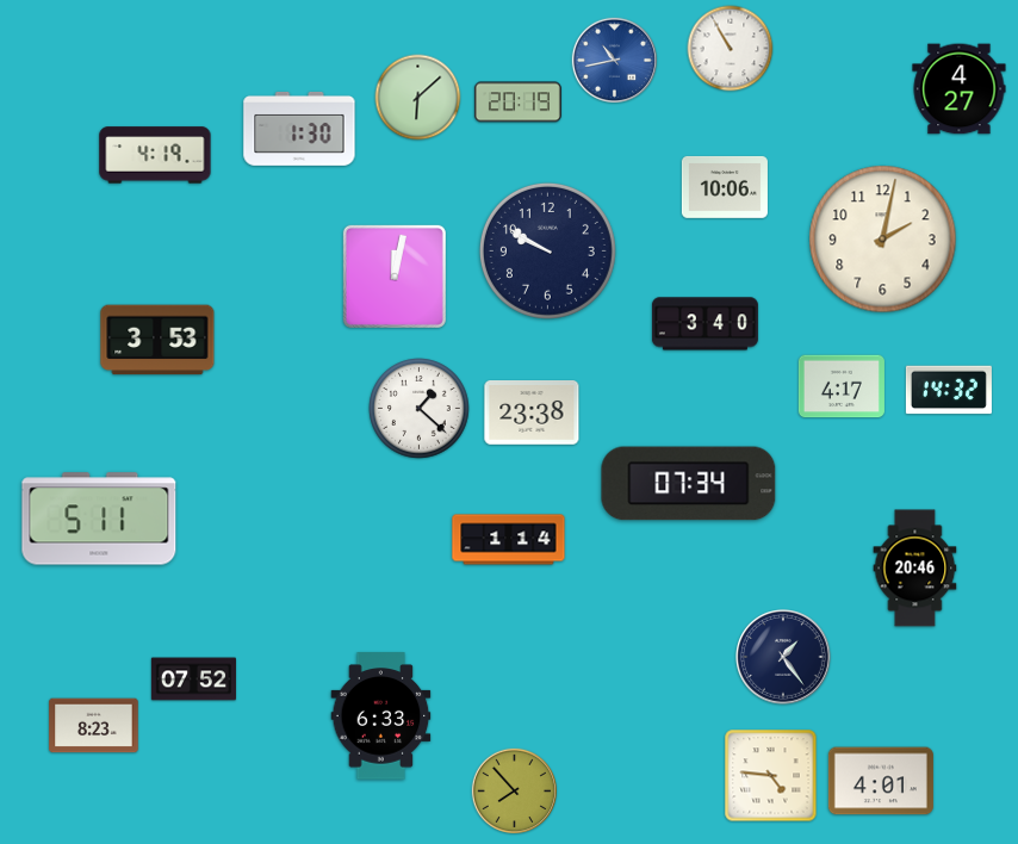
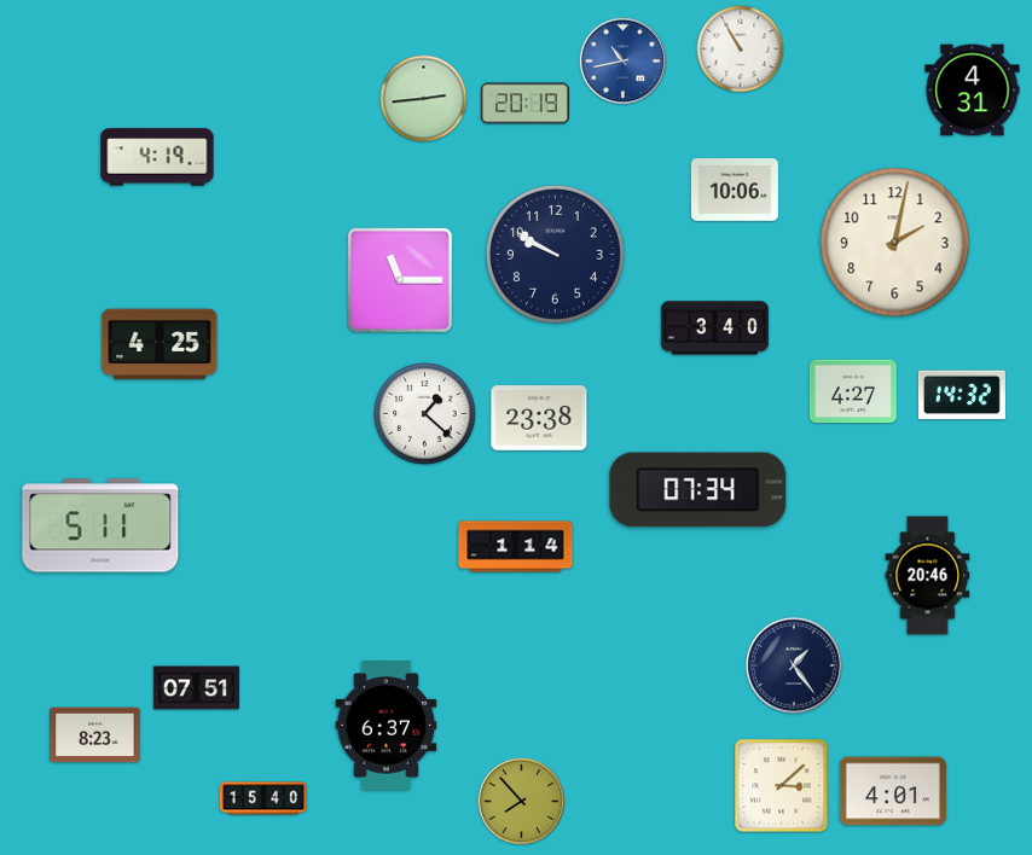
clock at (960, 89): 4:27 -> 4:31
clock at (418, 98): 6:08 -> 2:44
clock at (299, 129): 1:30 -> none
clock at (395, 277): 12:02 -> 11:15
clock at (157, 340): 3:53 -> 4:25
clock at (842, 386): 4:17 -> 4:27
clock at (193, 679): 07:52 -> 07:51
clock at (381, 716): 6:33 -> 6:37
clock at (771, 776): 4:46 -> 3:08
clock at (263, 798): none -> 15:40
